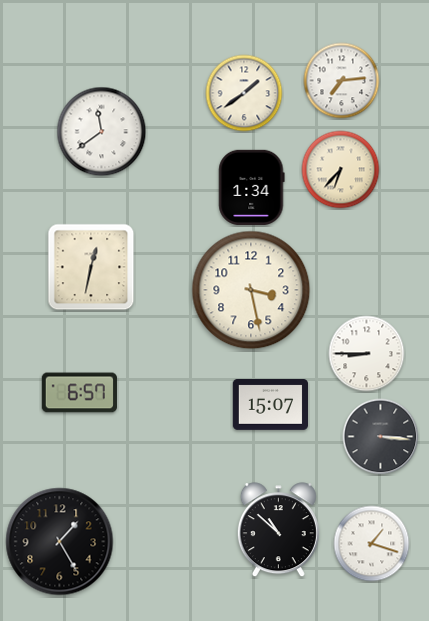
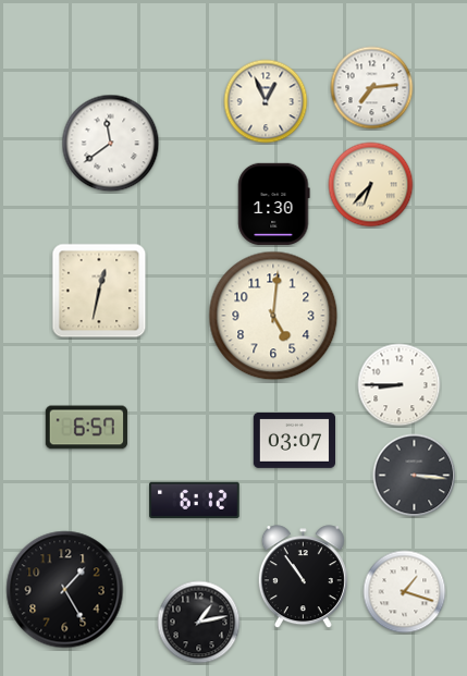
clock at (244, 93): 1:39 -> 12:56
clock at (252, 187): 1:34 -> 1:30
clock at (251, 290): 3:28 -> 5:01
clock at (270, 405): 15:07 -> 03:07
clock at (195, 500): none -> 6:12
clock at (278, 530): 10:52 -> 10:54
clock at (199, 623): none -> 1:13
